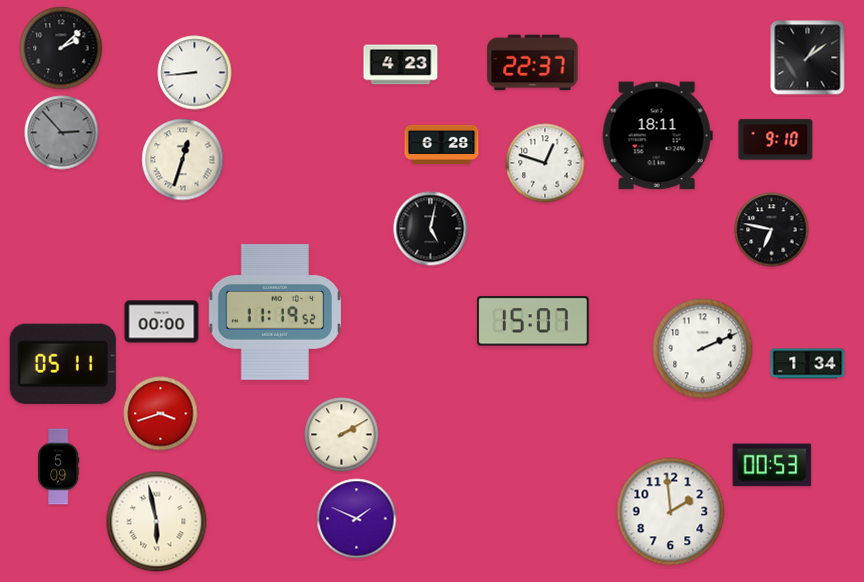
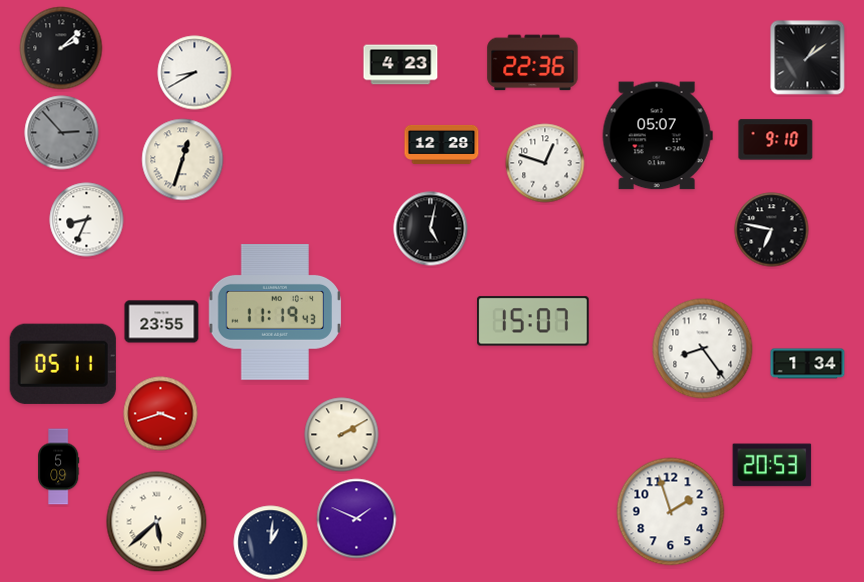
clock at (533, 63): 22:37 -> 22:36
clock at (195, 73): 8:44 -> 8:40
clock at (657, 136): 18:11 -> 05:07
clock at (442, 144): 6:28 -> 12:28
clock at (87, 220): none -> 8:34
clock at (274, 313): 11:19:52 -> 11:19:43
clock at (162, 322): 00:00 -> 23:55
clock at (703, 349): 2:11 -> 8:24
clock at (772, 465): 00:53 -> 20:53
clock at (671, 512): 1:59 -> 1:57
clock at (157, 522): 5:58 -> 5:38
clock at (271, 543): none -> 1:01
